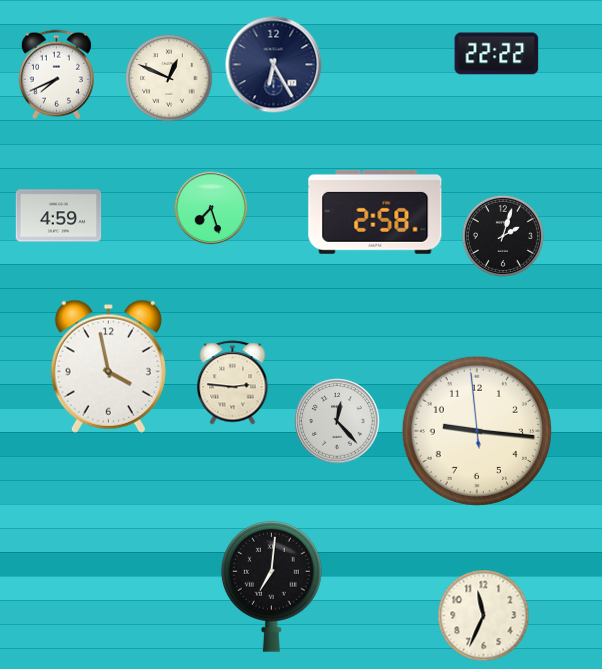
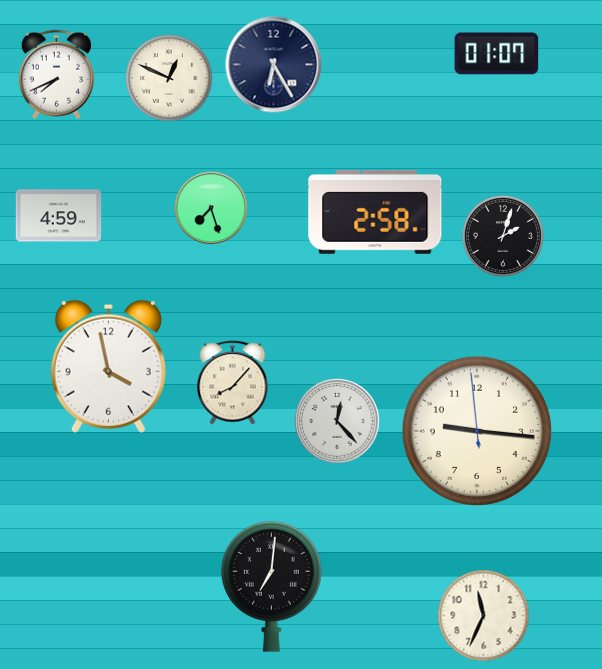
clock at (497, 54): 22:22 -> 01:07
clock at (233, 383): 2:46 -> 8:07
